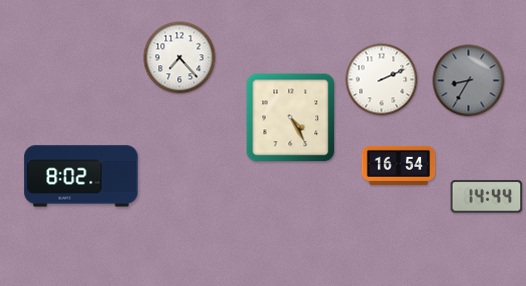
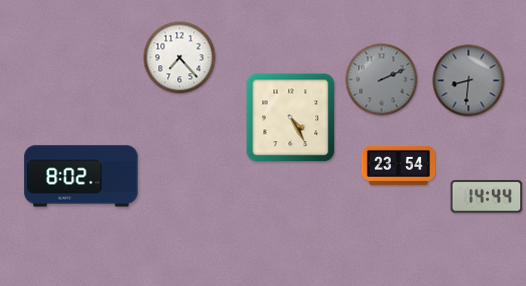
clock at (382, 80) dial: white -> grey
clock at (469, 81): 8:35 -> 8:31
clock at (399, 165): 16:54 -> 23:54
